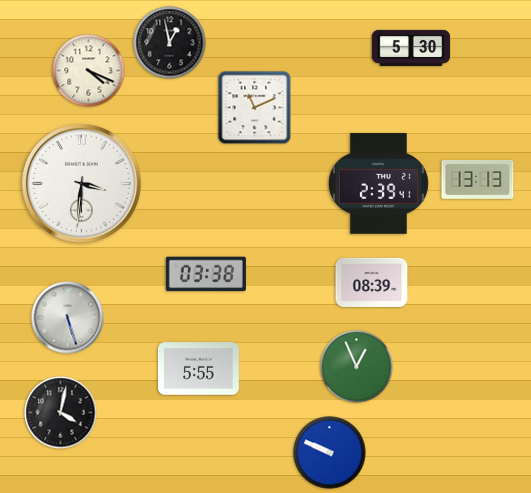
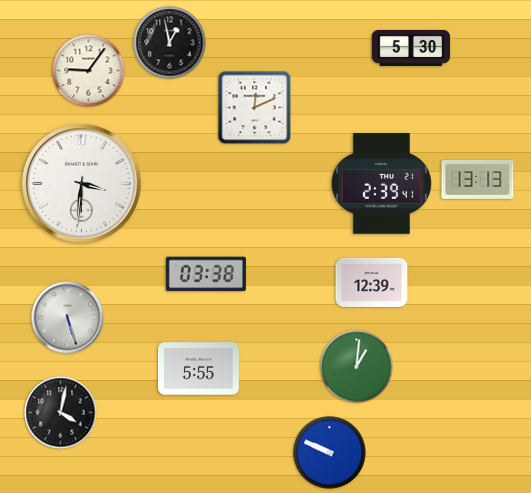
clock at (89, 71): 4:19 -> 9:06
clock at (255, 108): 11:11 -> 12:11
clock at (378, 184) position: (378, 184) -> (381, 184)
clock at (372, 282): 08:39 -> 12:39
clock at (357, 367): 12:56 -> 1:01
